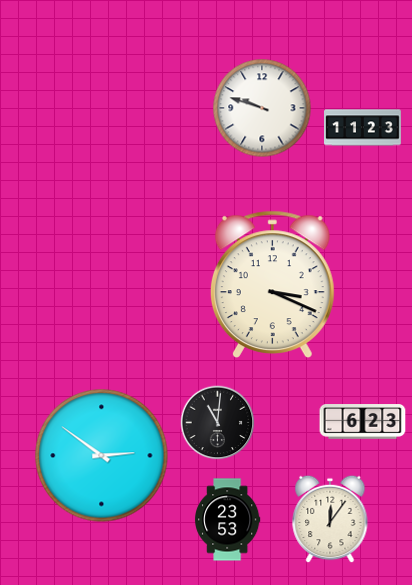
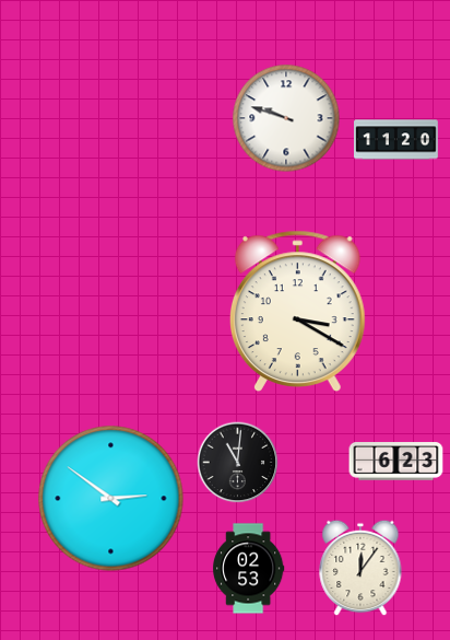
clock at (363, 128): 11:23 -> 11:20
clock at (272, 284): 3:19 -> 3:20
clock at (228, 520): 23:53 -> 02:53
